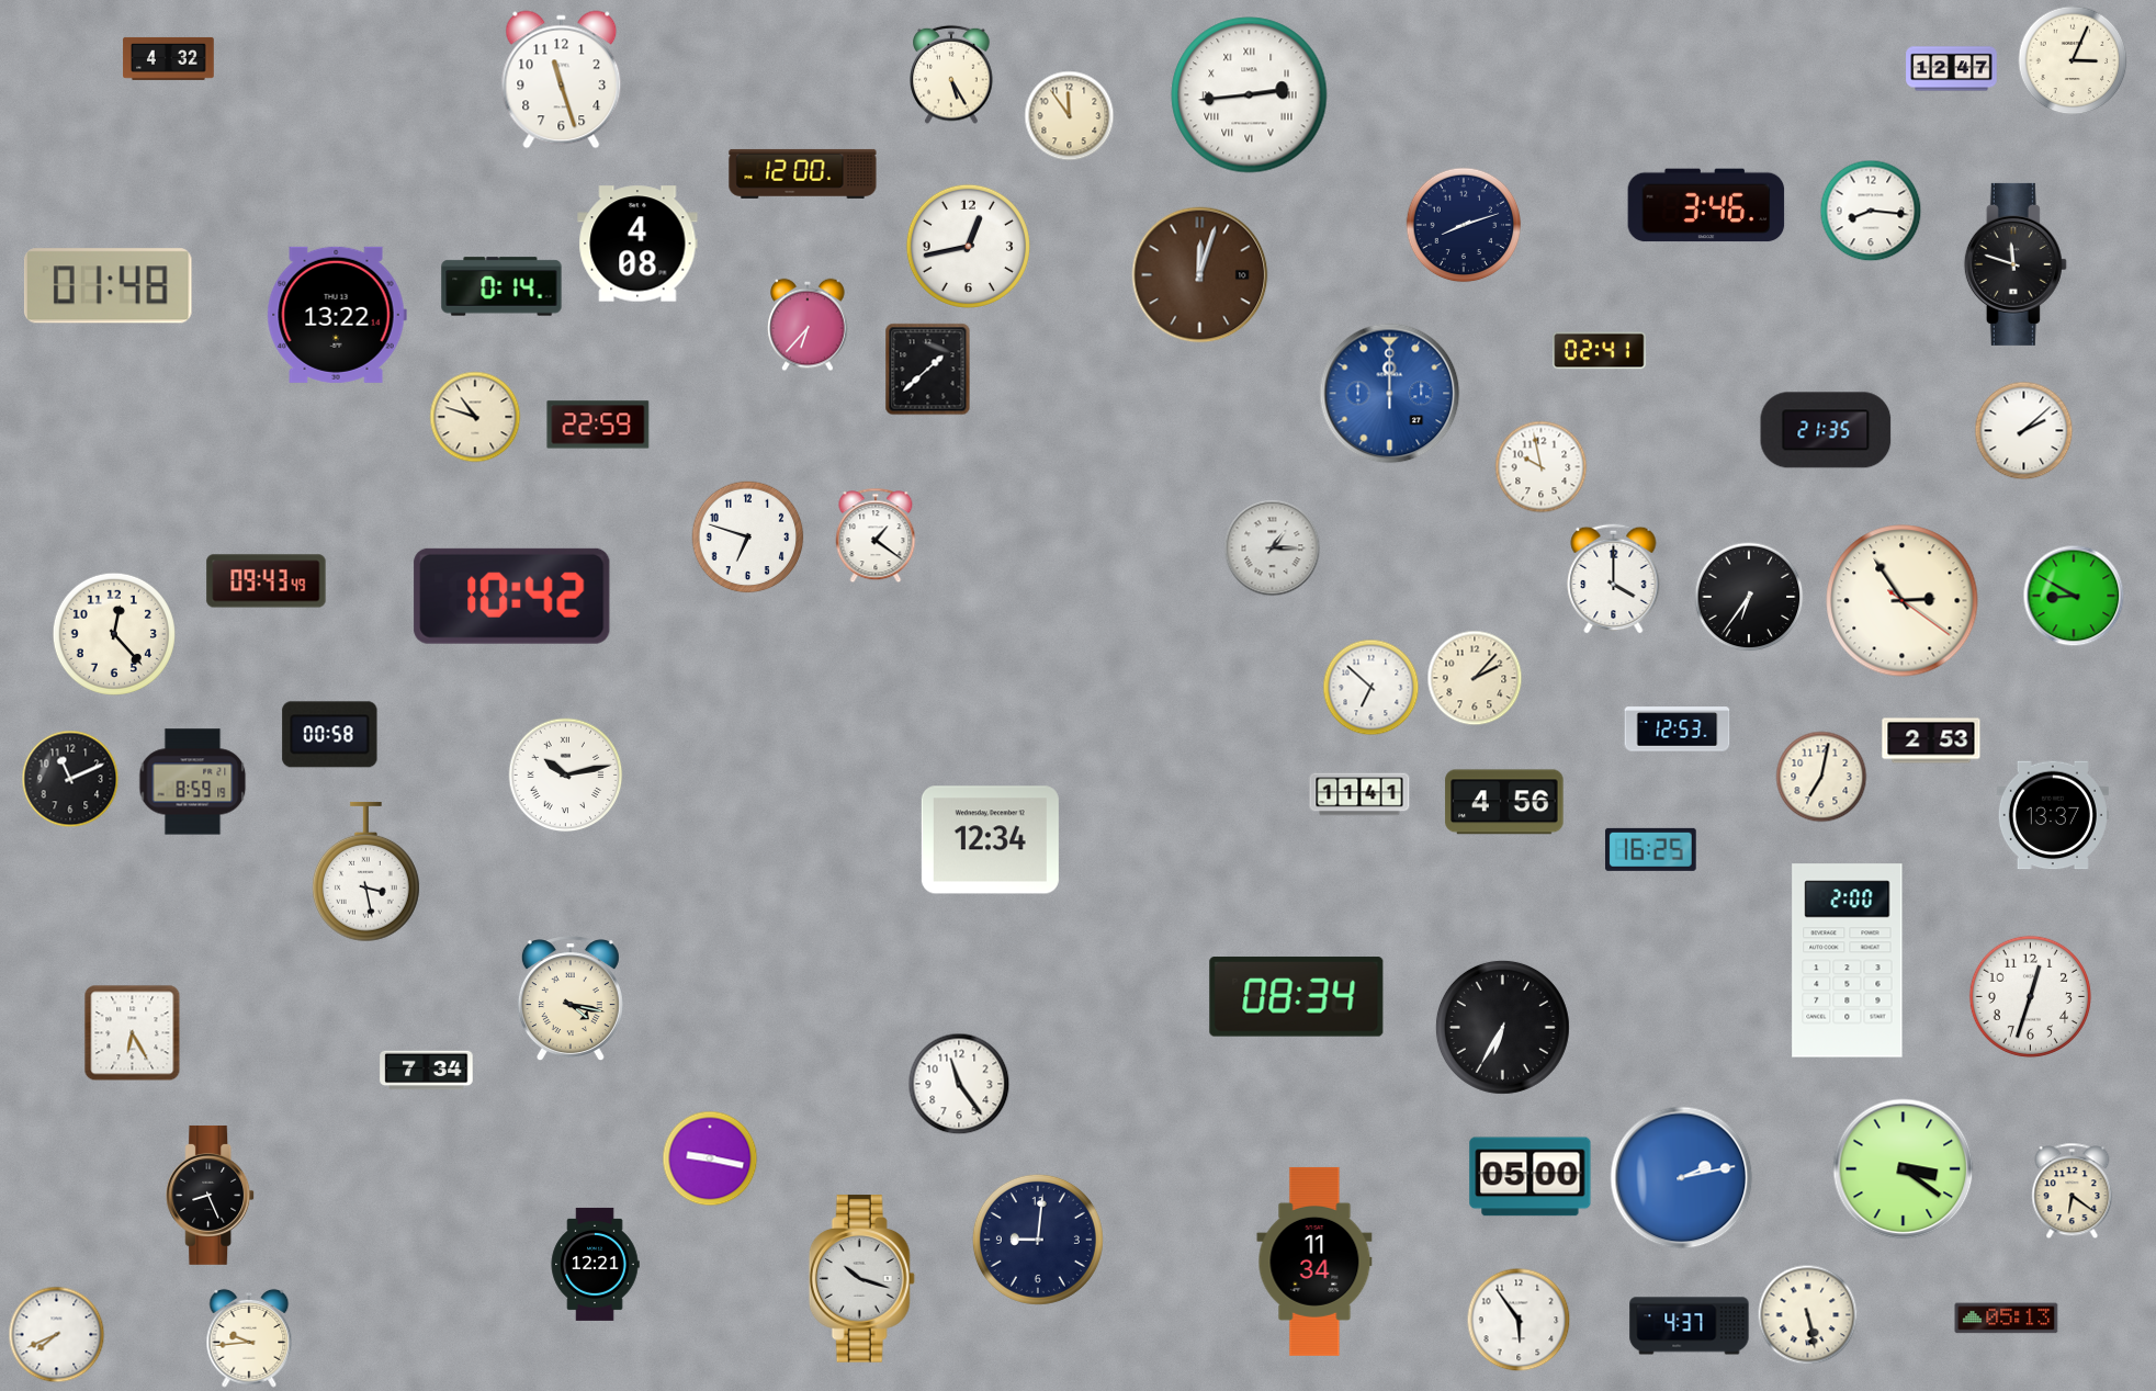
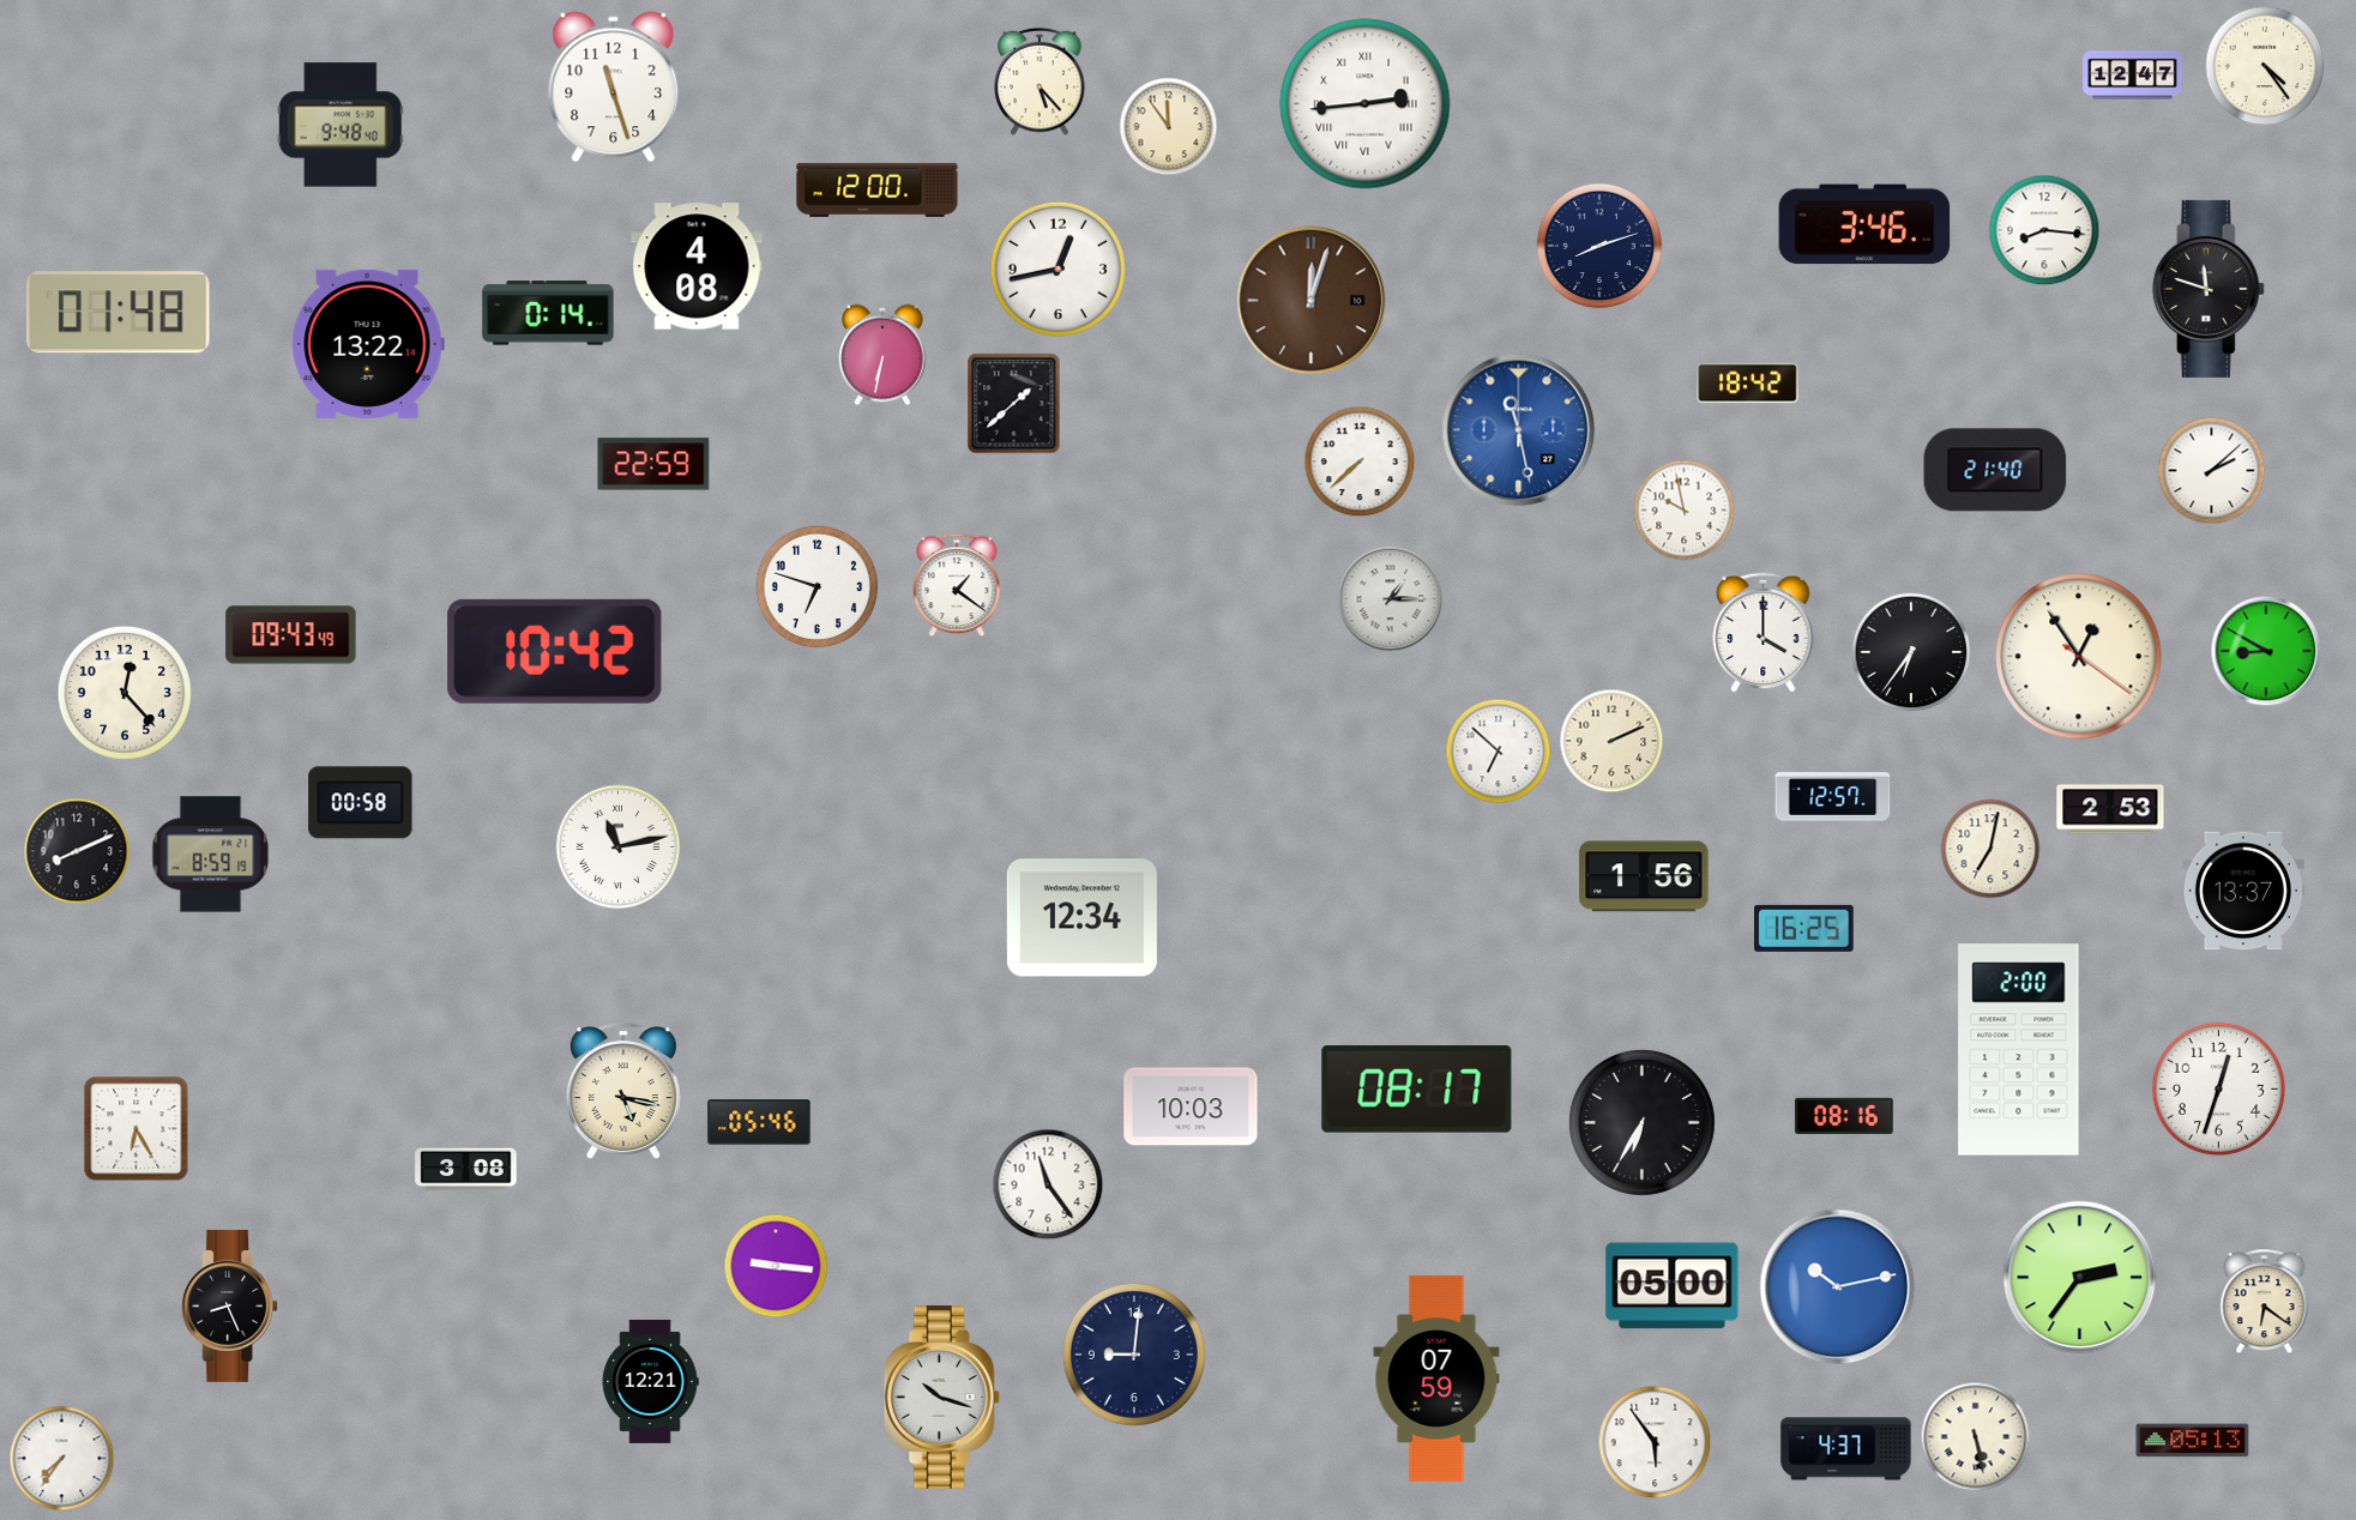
clock at (169, 58): 4:32 -> none
clock at (2073, 60): 3:04 -> 4:24
clock at (951, 75): 5:25 -> 5:23
clock at (341, 125): none -> 9:48
clock at (2016, 264) position: (2016, 264) -> (2209, 289)
clock at (808, 325): 6:37 -> 6:32
clock at (1600, 351): 02:41 -> 18:42
clock at (1390, 394): 12:00 -> 11:28
clock at (475, 417): 10:48 -> none
clock at (1360, 462): none -> 7:38
clock at (1826, 430): 21:35 -> 21:40
clock at (512, 596) position: (512, 596) -> (555, 651)
clock at (1903, 601): 2:54 -> 12:54
clock at (1475, 678): 2:07 -> 2:11
clock at (1678, 730): 12:53 -> 12:57
clock at (566, 776): 10:13 -> 11:13
clock at (70, 779): 11:11 -> 8:11
clock at (1359, 794): 11:41 -> none
clock at (1504, 802): 4:56 -> 1:56
clock at (365, 872): 3:28 -> none
clock at (1297, 997): 08:34 -> 08:17
clock at (571, 999): 4:17 -> 5:17
clock at (1191, 1106): none -> 10:03
clock at (1844, 1116): none -> 08:16
clock at (759, 1122): none -> 05:46
clock at (133, 1033) position: (133, 1033) -> (137, 1129)
clock at (427, 1071): 7:34 -> 3:08
clock at (710, 1158): 9:17 -> 9:16
clock at (1904, 1169): 3:21 -> 2:36
clock at (1682, 1178): 2:13 -> 10:13
clock at (1314, 1262): 11:34 -> 07:59
clock at (1519, 1320) position: (1519, 1320) -> (1655, 1442)
clock at (57, 1335): 7:41 -> 7:36
clock at (249, 1338): 9:44 -> none
